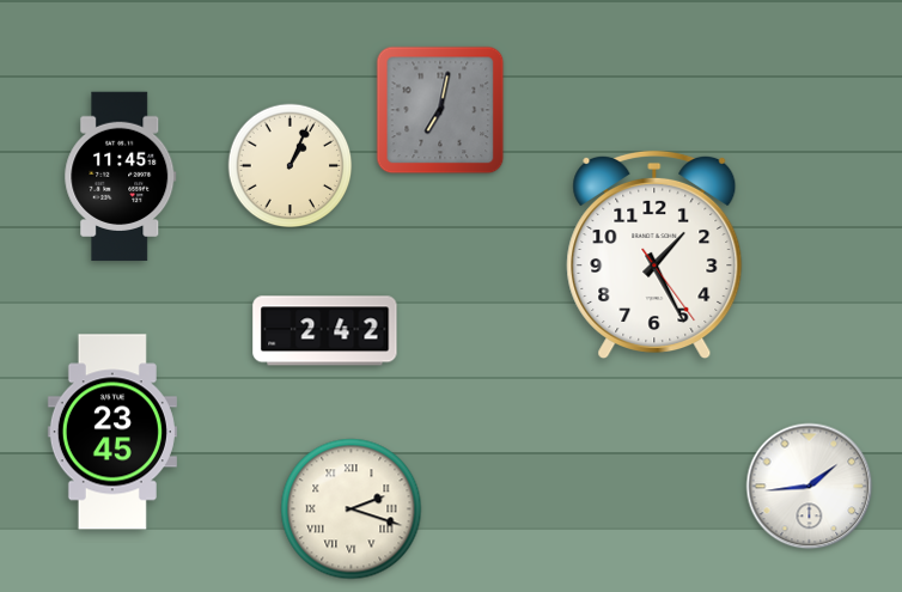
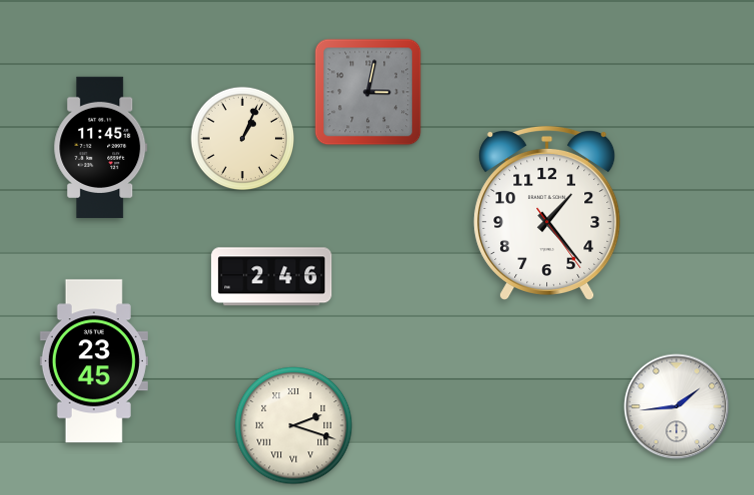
clock at (440, 110): 7:02 -> 3:02
clock at (654, 254): 1:25 -> 1:23
clock at (325, 331): 2:42 -> 2:46
